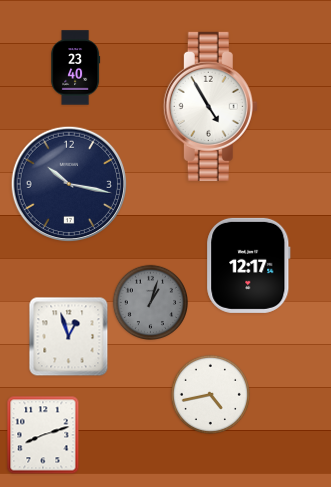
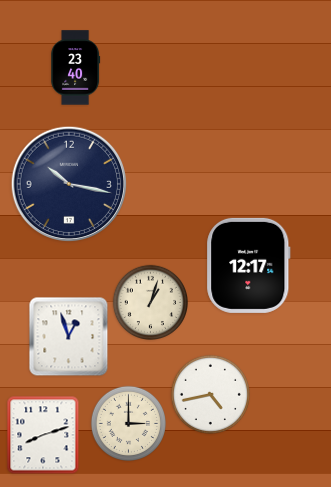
clock at (210, 106): 4:55 -> none
clock at (150, 302) dial: grey -> cream
clock at (128, 423): none -> 3:00
